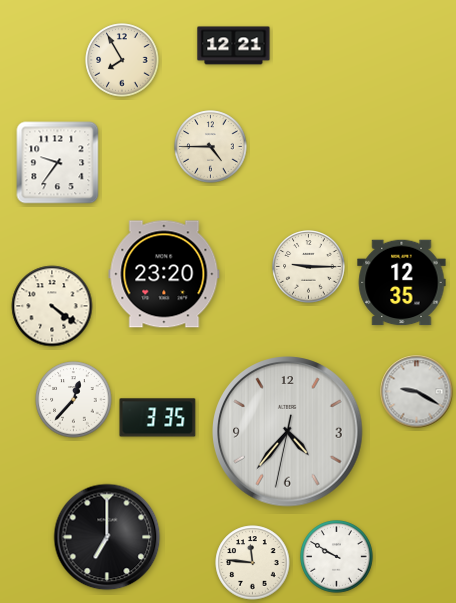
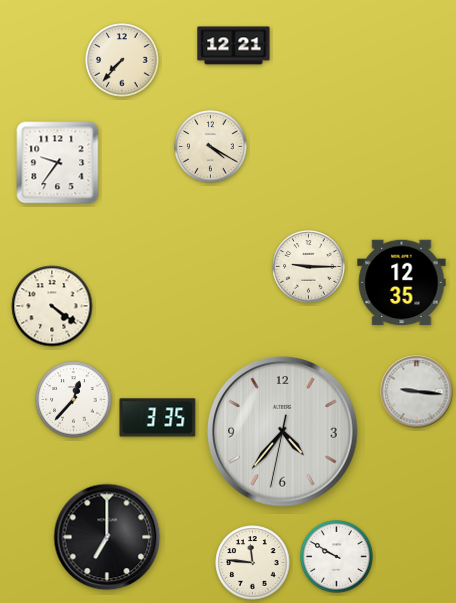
clock at (122, 60): 7:55 -> 7:37
clock at (211, 147): 4:45 -> 4:20
clock at (164, 274): 23:20 -> none
clock at (417, 392): 9:20 -> 9:16
clock at (288, 432) position: (288, 432) -> (283, 432)
